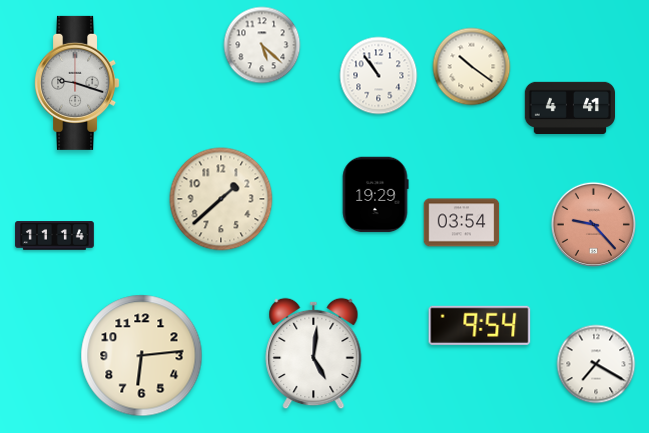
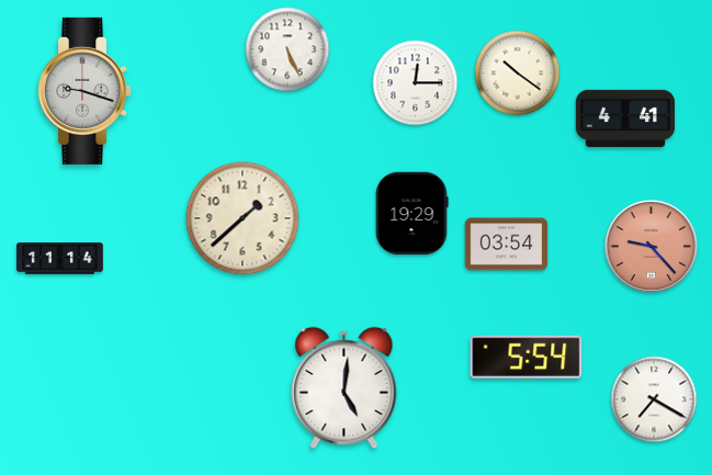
clock at (262, 45): 5:22 -> 5:26
clock at (379, 76): 10:54 -> 12:15
clock at (480, 325): 9:54 -> 5:54
clock at (142, 356): 6:14 -> none
